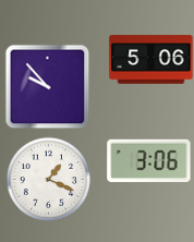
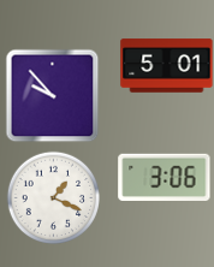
clock at (151, 60): 5:06 -> 5:01
